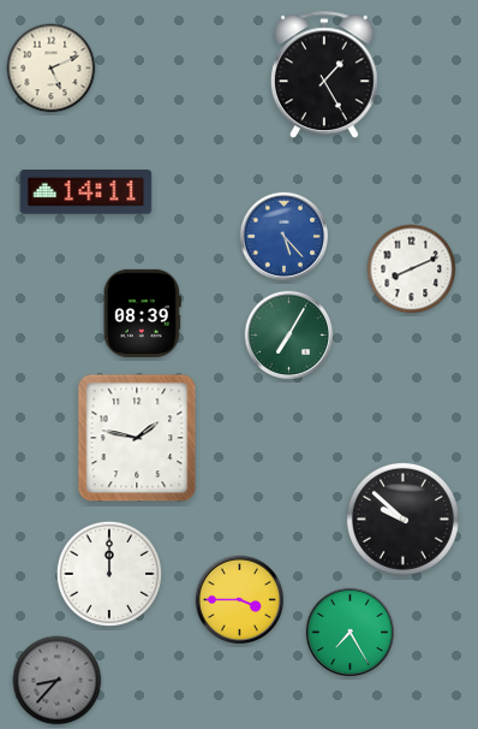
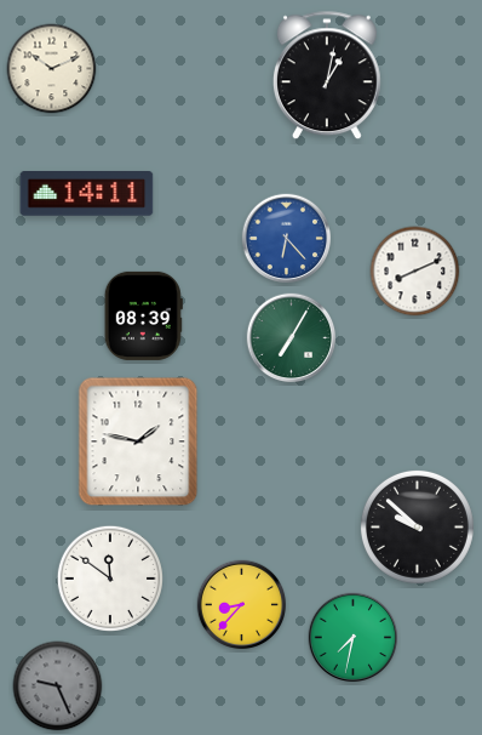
clock at (52, 69): 5:11 -> 10:11
clock at (324, 76): 1:25 -> 1:02
clock at (285, 237): 5:23 -> 6:23
clock at (402, 518) position: (402, 518) -> (417, 526)
clock at (109, 574): 12:00 -> 11:51
clock at (240, 600): 3:45 -> 8:37
clock at (351, 633): 7:25 -> 7:32
clock at (58, 681): 8:37 -> 9:26
